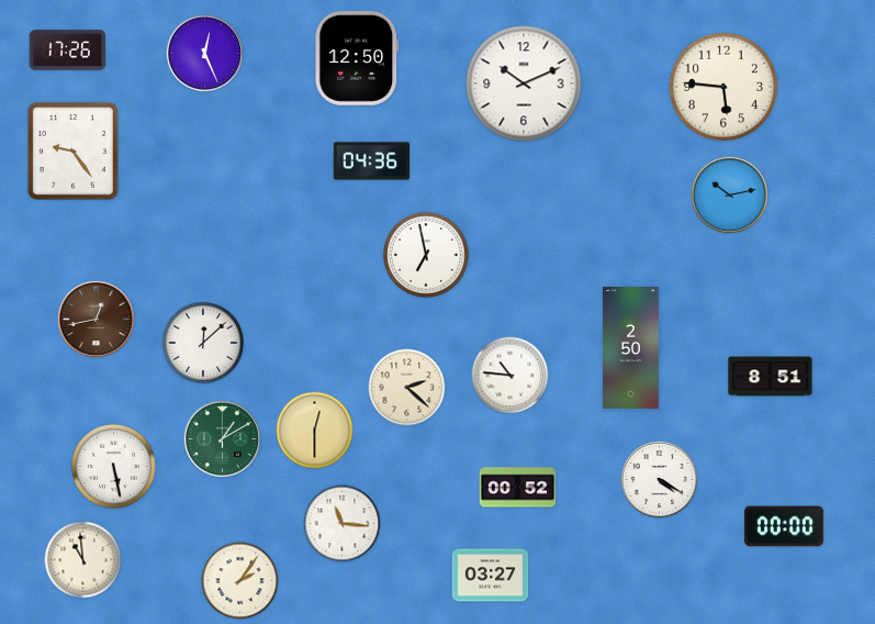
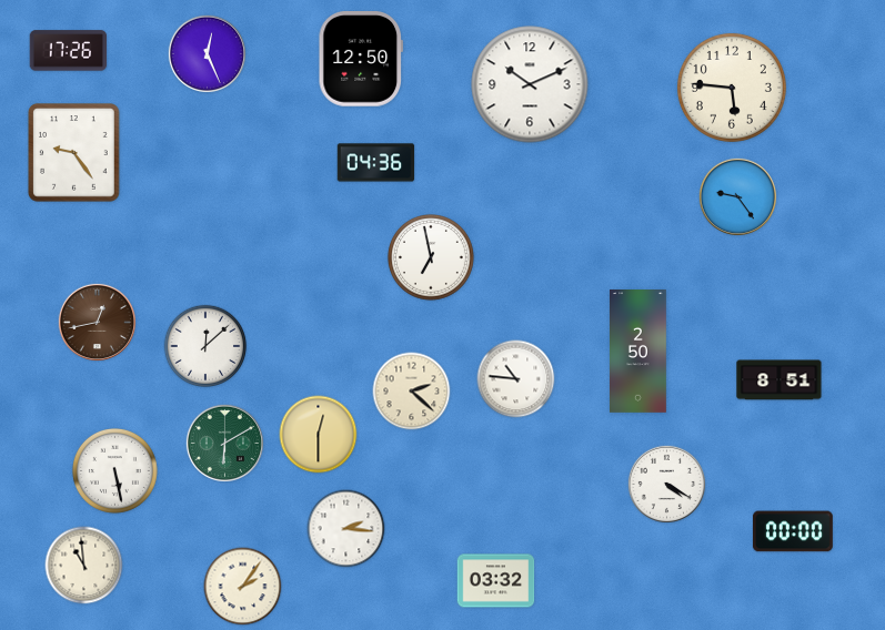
clock at (729, 194): 10:13 -> 9:24
clock at (222, 438): 1:10 -> 6:10
clock at (518, 488): 00:52 -> none
clock at (343, 524): 11:16 -> 2:16
clock at (491, 576): 03:27 -> 03:32
